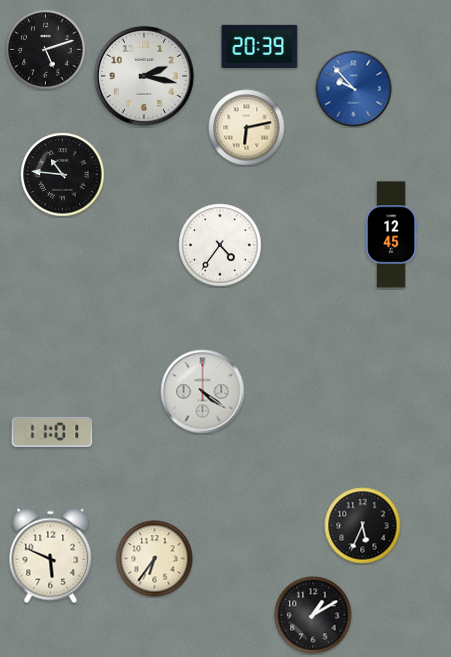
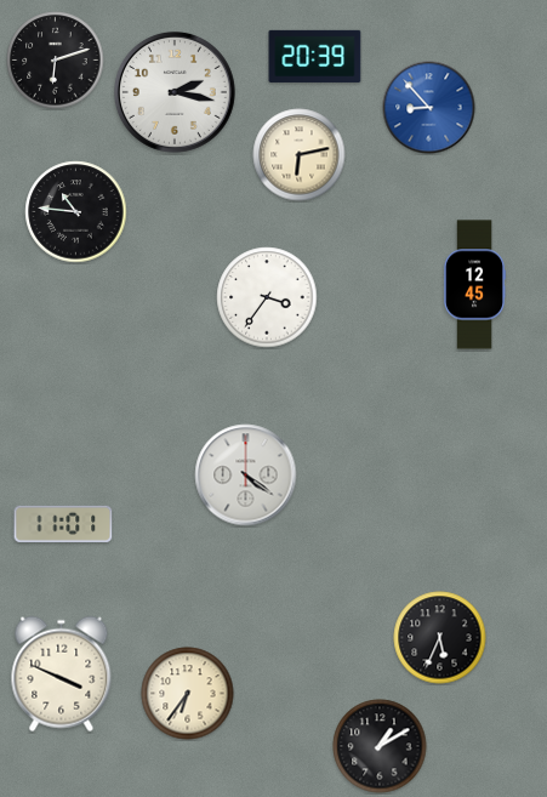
clock at (46, 50): 5:12 -> 6:12
clock at (354, 89): 9:53 -> 8:53
clock at (220, 245): 4:36 -> 3:36
clock at (51, 556): 5:49 -> 3:49
clock at (155, 559) position: (155, 559) -> (188, 694)
